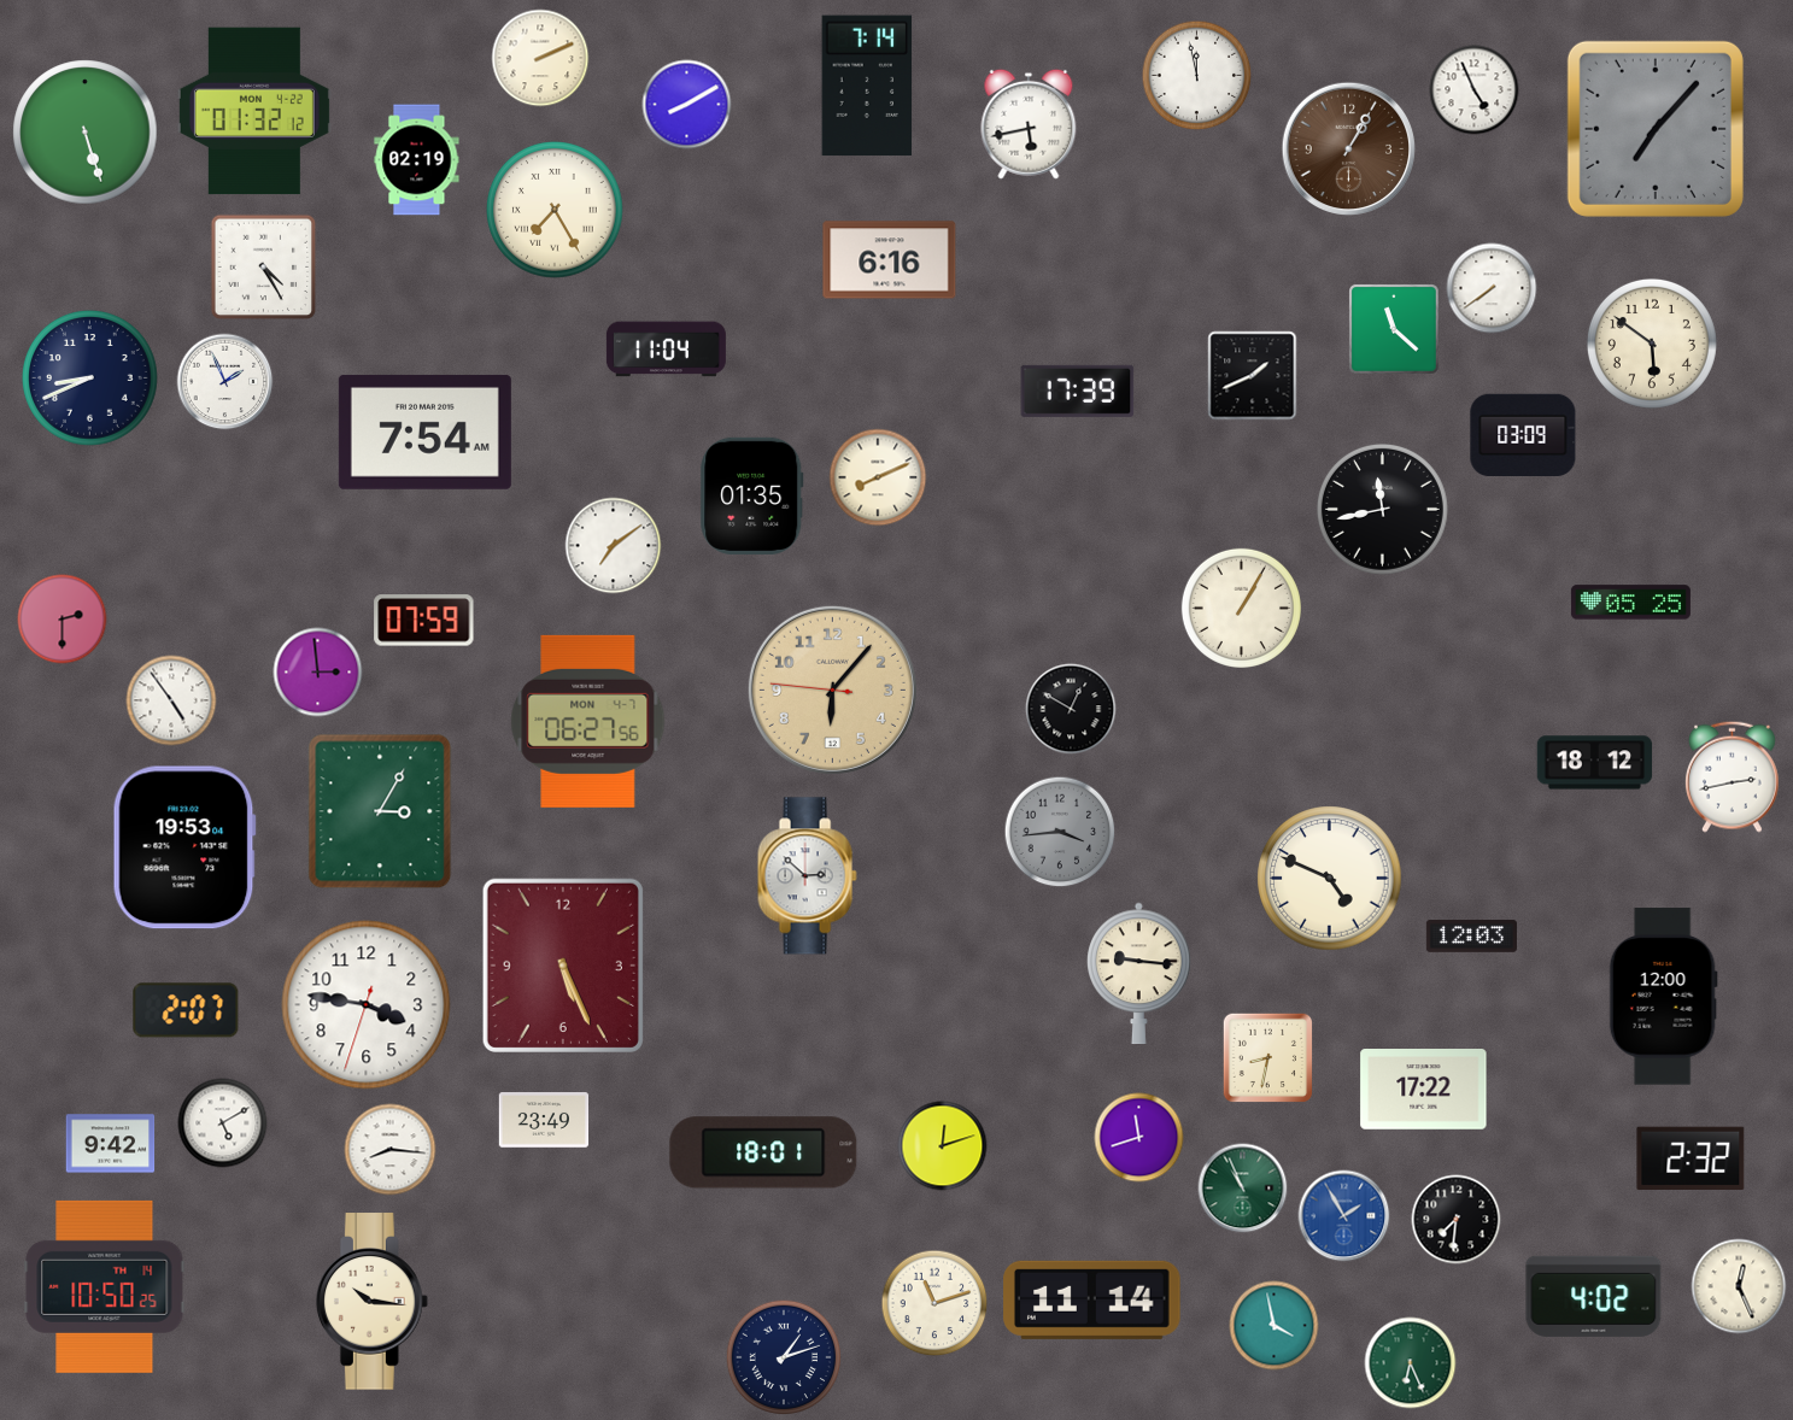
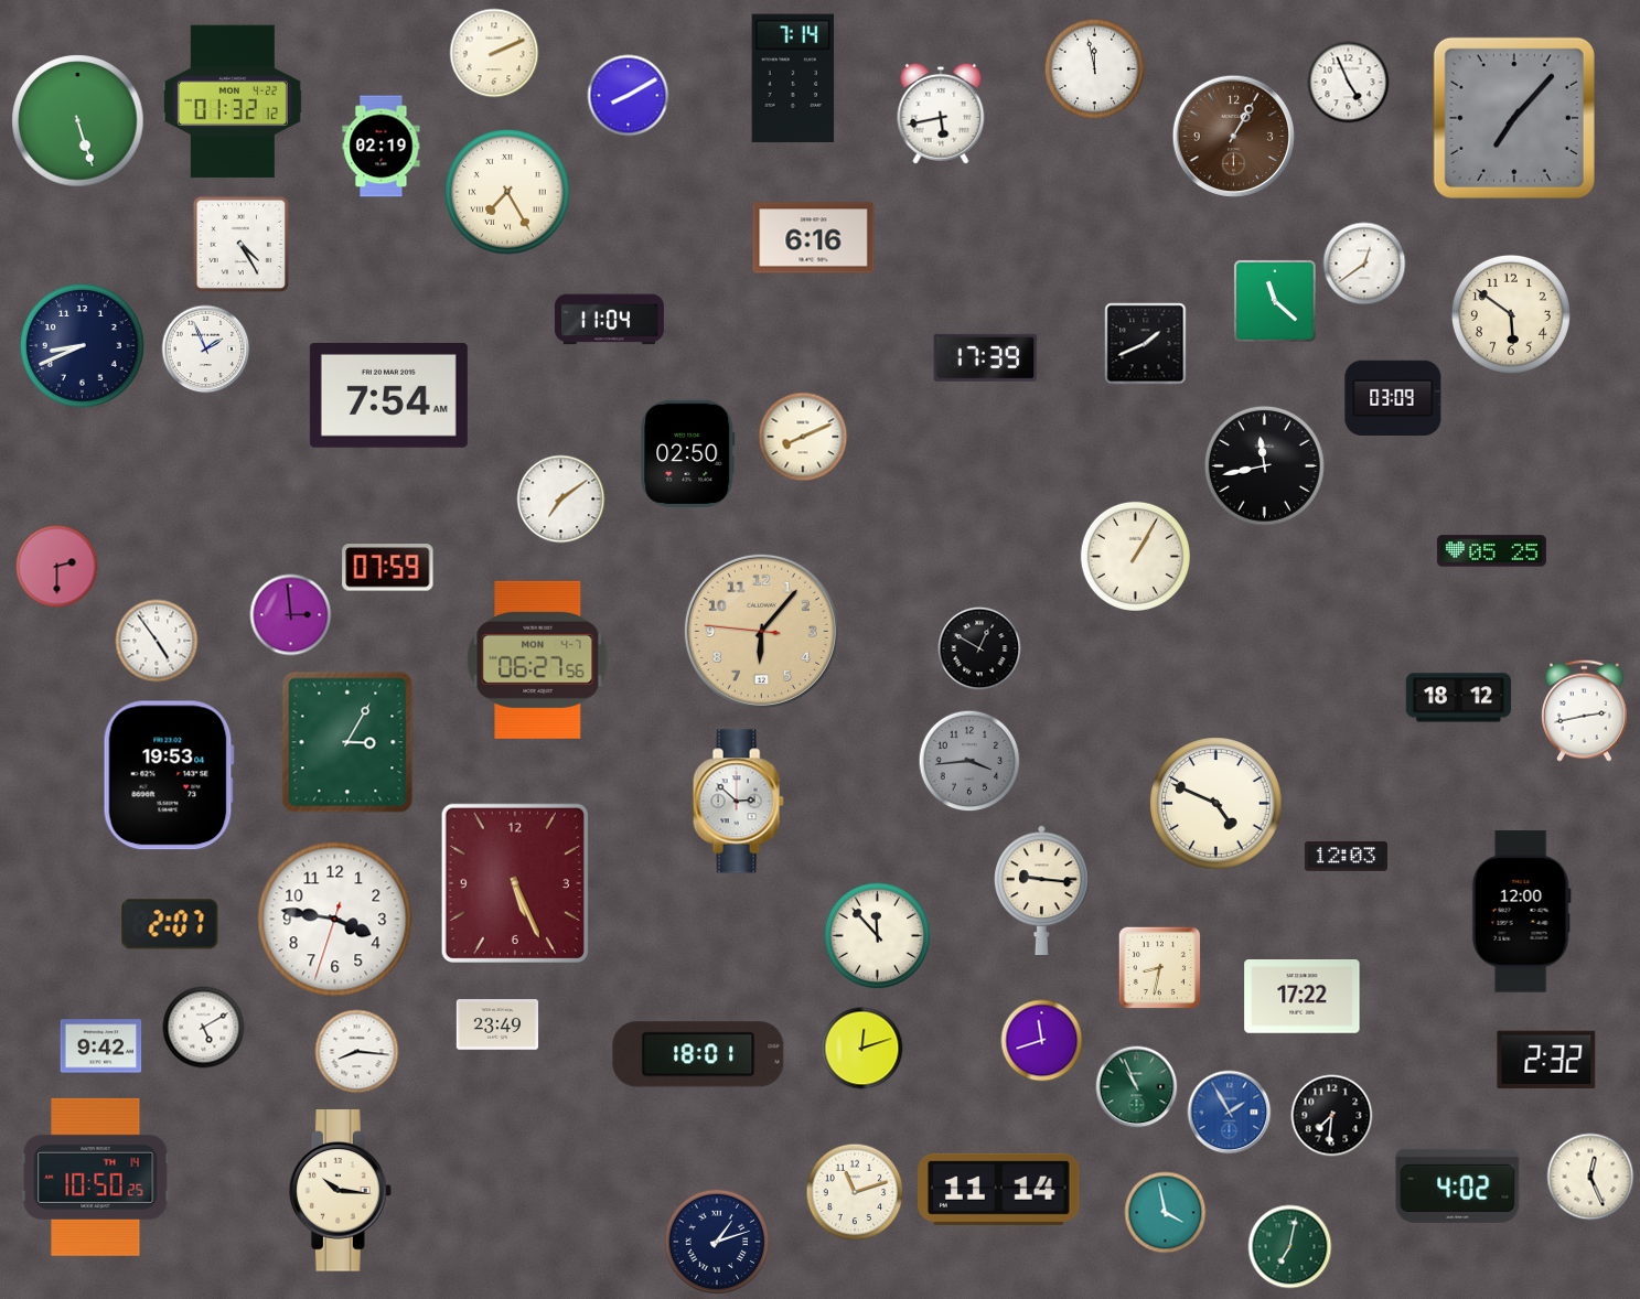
clock at (1492, 288): 7:39 -> 12:39
clock at (752, 495): 01:35 -> 02:50
clock at (878, 936): none -> 11:53
clock at (1411, 1363): 6:26 -> 7:02
